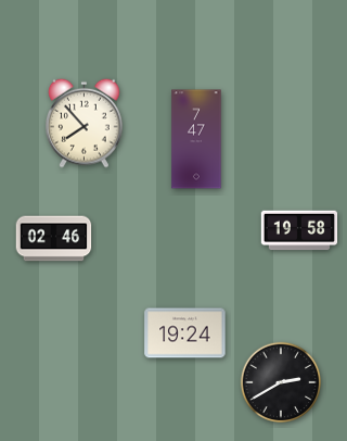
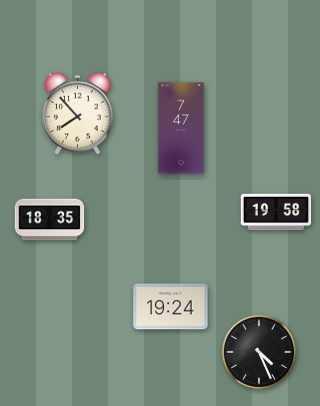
clock at (54, 239): 02:46 -> 18:35
clock at (281, 382): 2:40 -> 4:26
